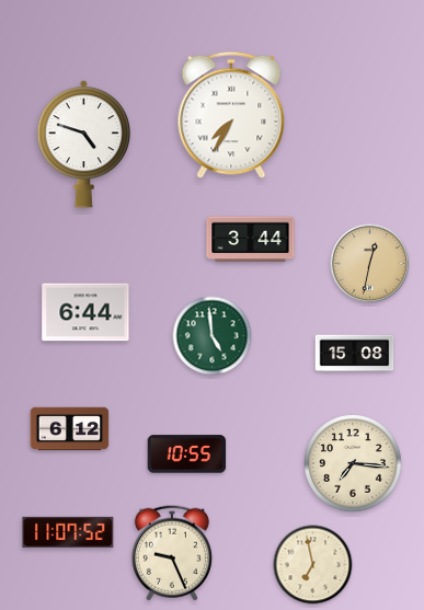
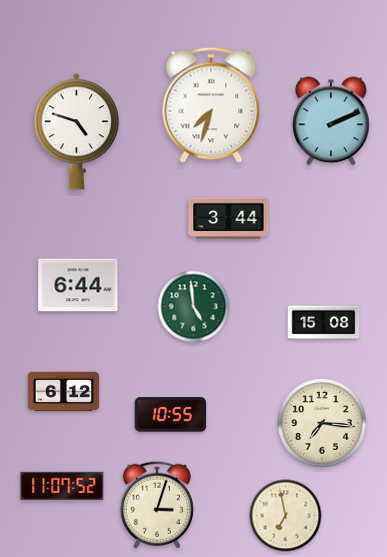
clock at (231, 115): 7:35 -> 7:33
clock at (331, 121): none -> 2:11
clock at (370, 264): 12:32 -> none
clock at (172, 553): 9:26 -> 3:03
